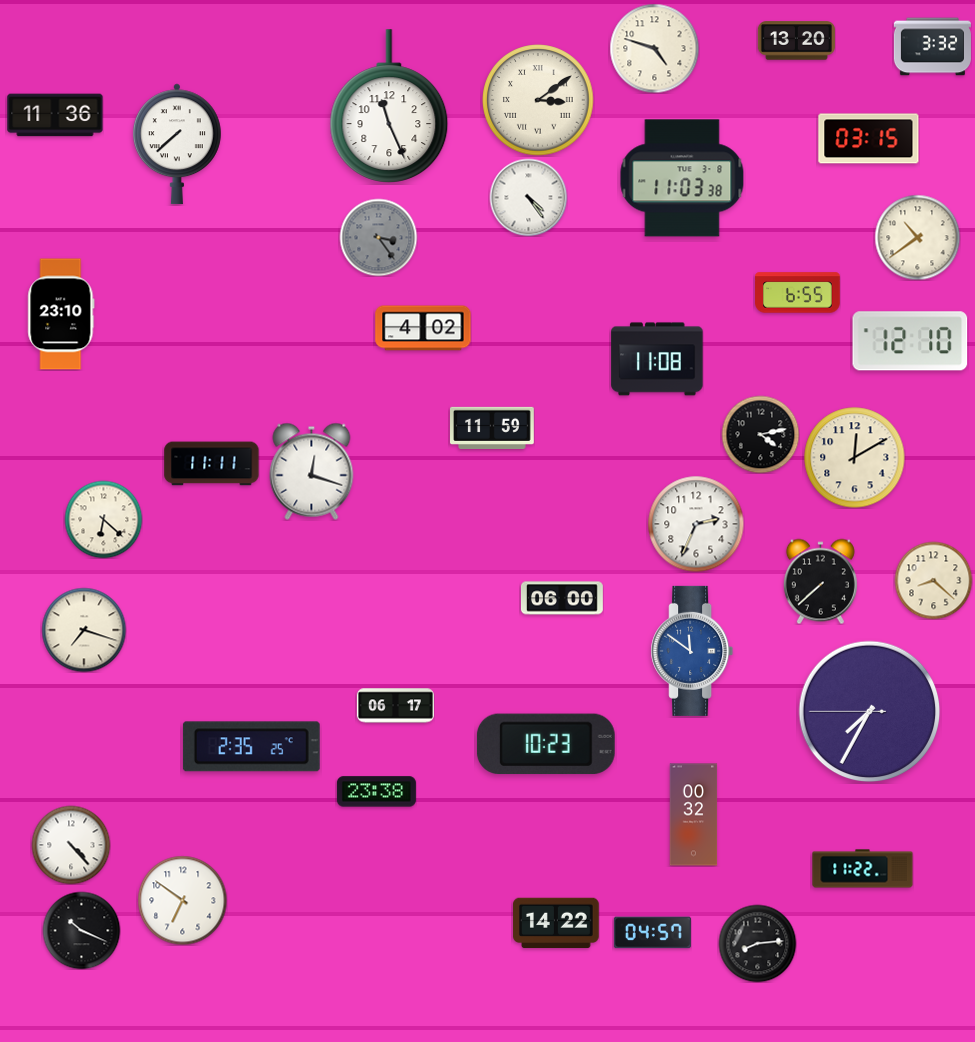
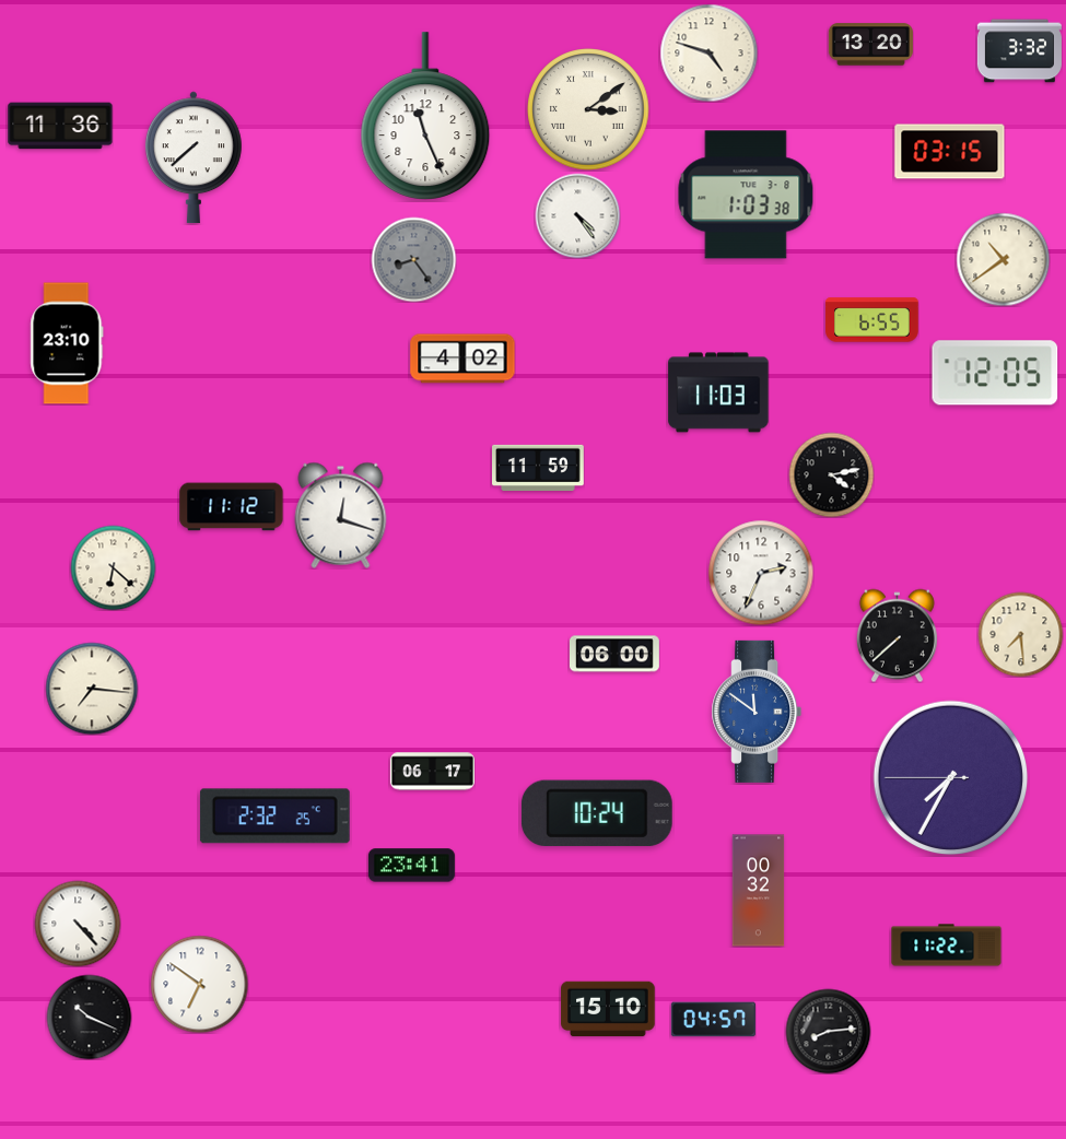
clock at (654, 48) position: (654, 48) -> (708, 52)
clock at (682, 178): 11:03 -> 1:03
clock at (378, 237): 3:24 -> 8:24
clock at (910, 341): 12:10 -> 12:05
clock at (657, 359): 11:08 -> 11:03
clock at (855, 458): 12:10 -> none
clock at (212, 464): 11:11 -> 11:12
clock at (933, 580): 8:22 -> 7:29
clock at (84, 630): 7:18 -> 7:16
clock at (546, 744): 10:23 -> 10:24
clock at (251, 747): 2:35 -> 2:32
clock at (376, 792): 23:38 -> 23:41
clock at (863, 869) position: (863, 869) -> (947, 946)
clock at (556, 923): 14:22 -> 15:10
